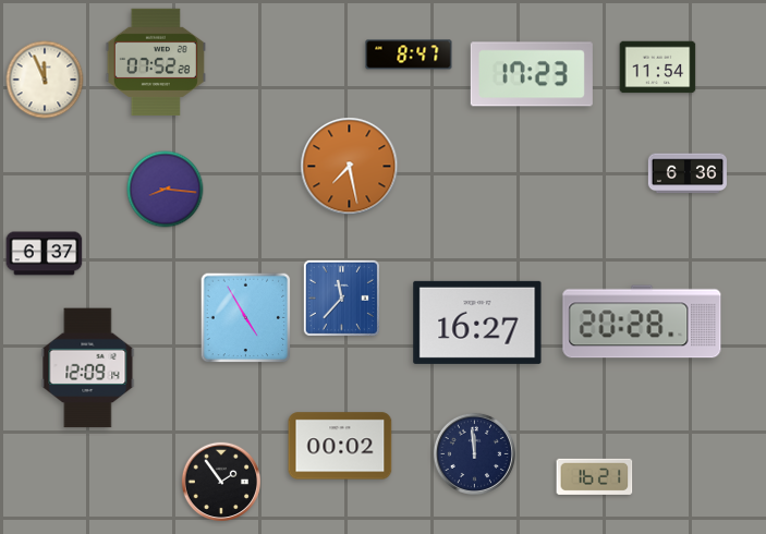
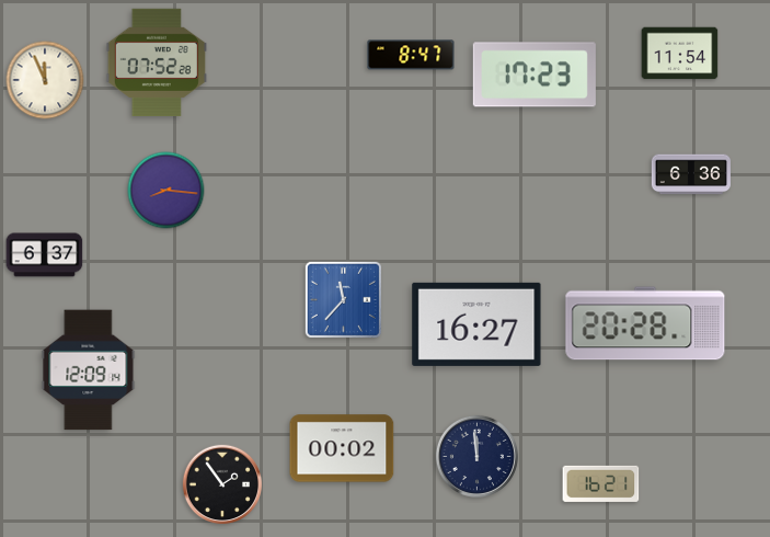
clock at (658, 68) position: (658, 68) -> (680, 54)
clock at (350, 167): 7:28 -> none
clock at (246, 318): 4:55 -> none
clock at (477, 323) position: (477, 323) -> (476, 324)
clock at (595, 476) position: (595, 476) -> (601, 483)
